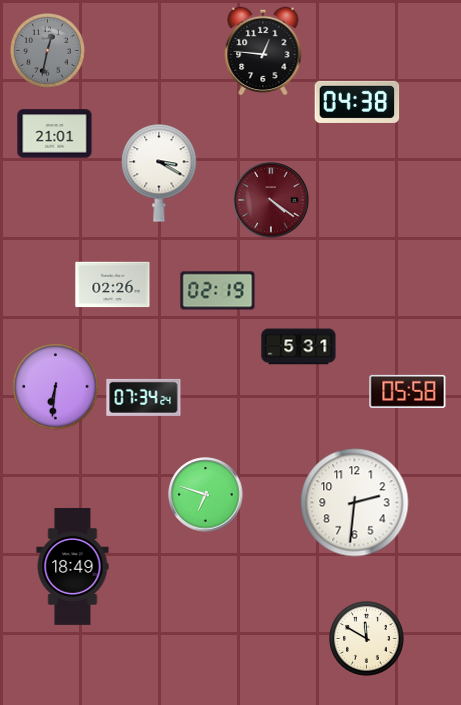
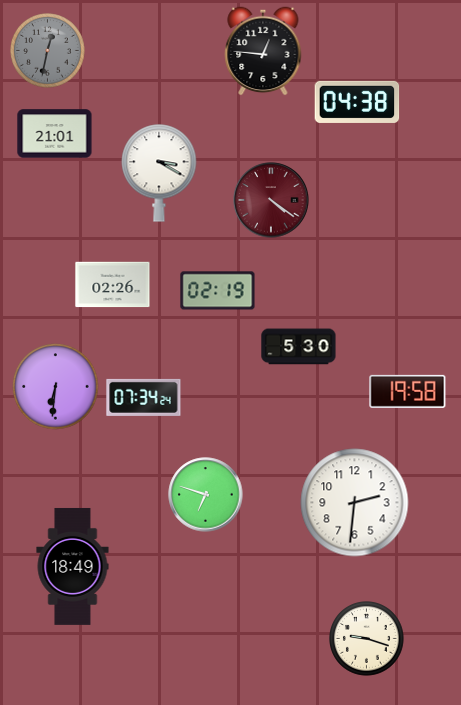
clock at (299, 347): 5:31 -> 5:30
clock at (408, 391): 05:58 -> 19:58
clock at (367, 639): 11:50 -> 9:18
